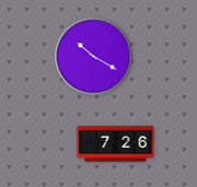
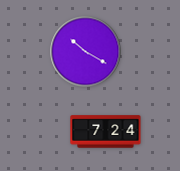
clock at (116, 144): 7:26 -> 7:24
